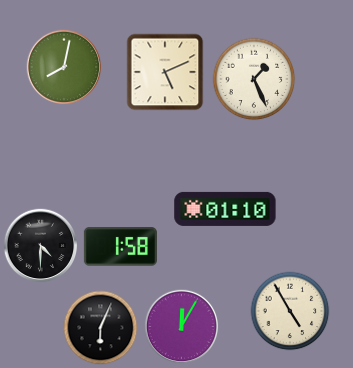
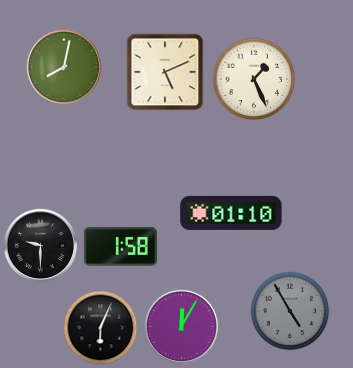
clock at (225, 209) position: (225, 209) -> (231, 213)
clock at (41, 246): 4:30 -> 9:30
clock at (290, 311) dial: cream -> grey
